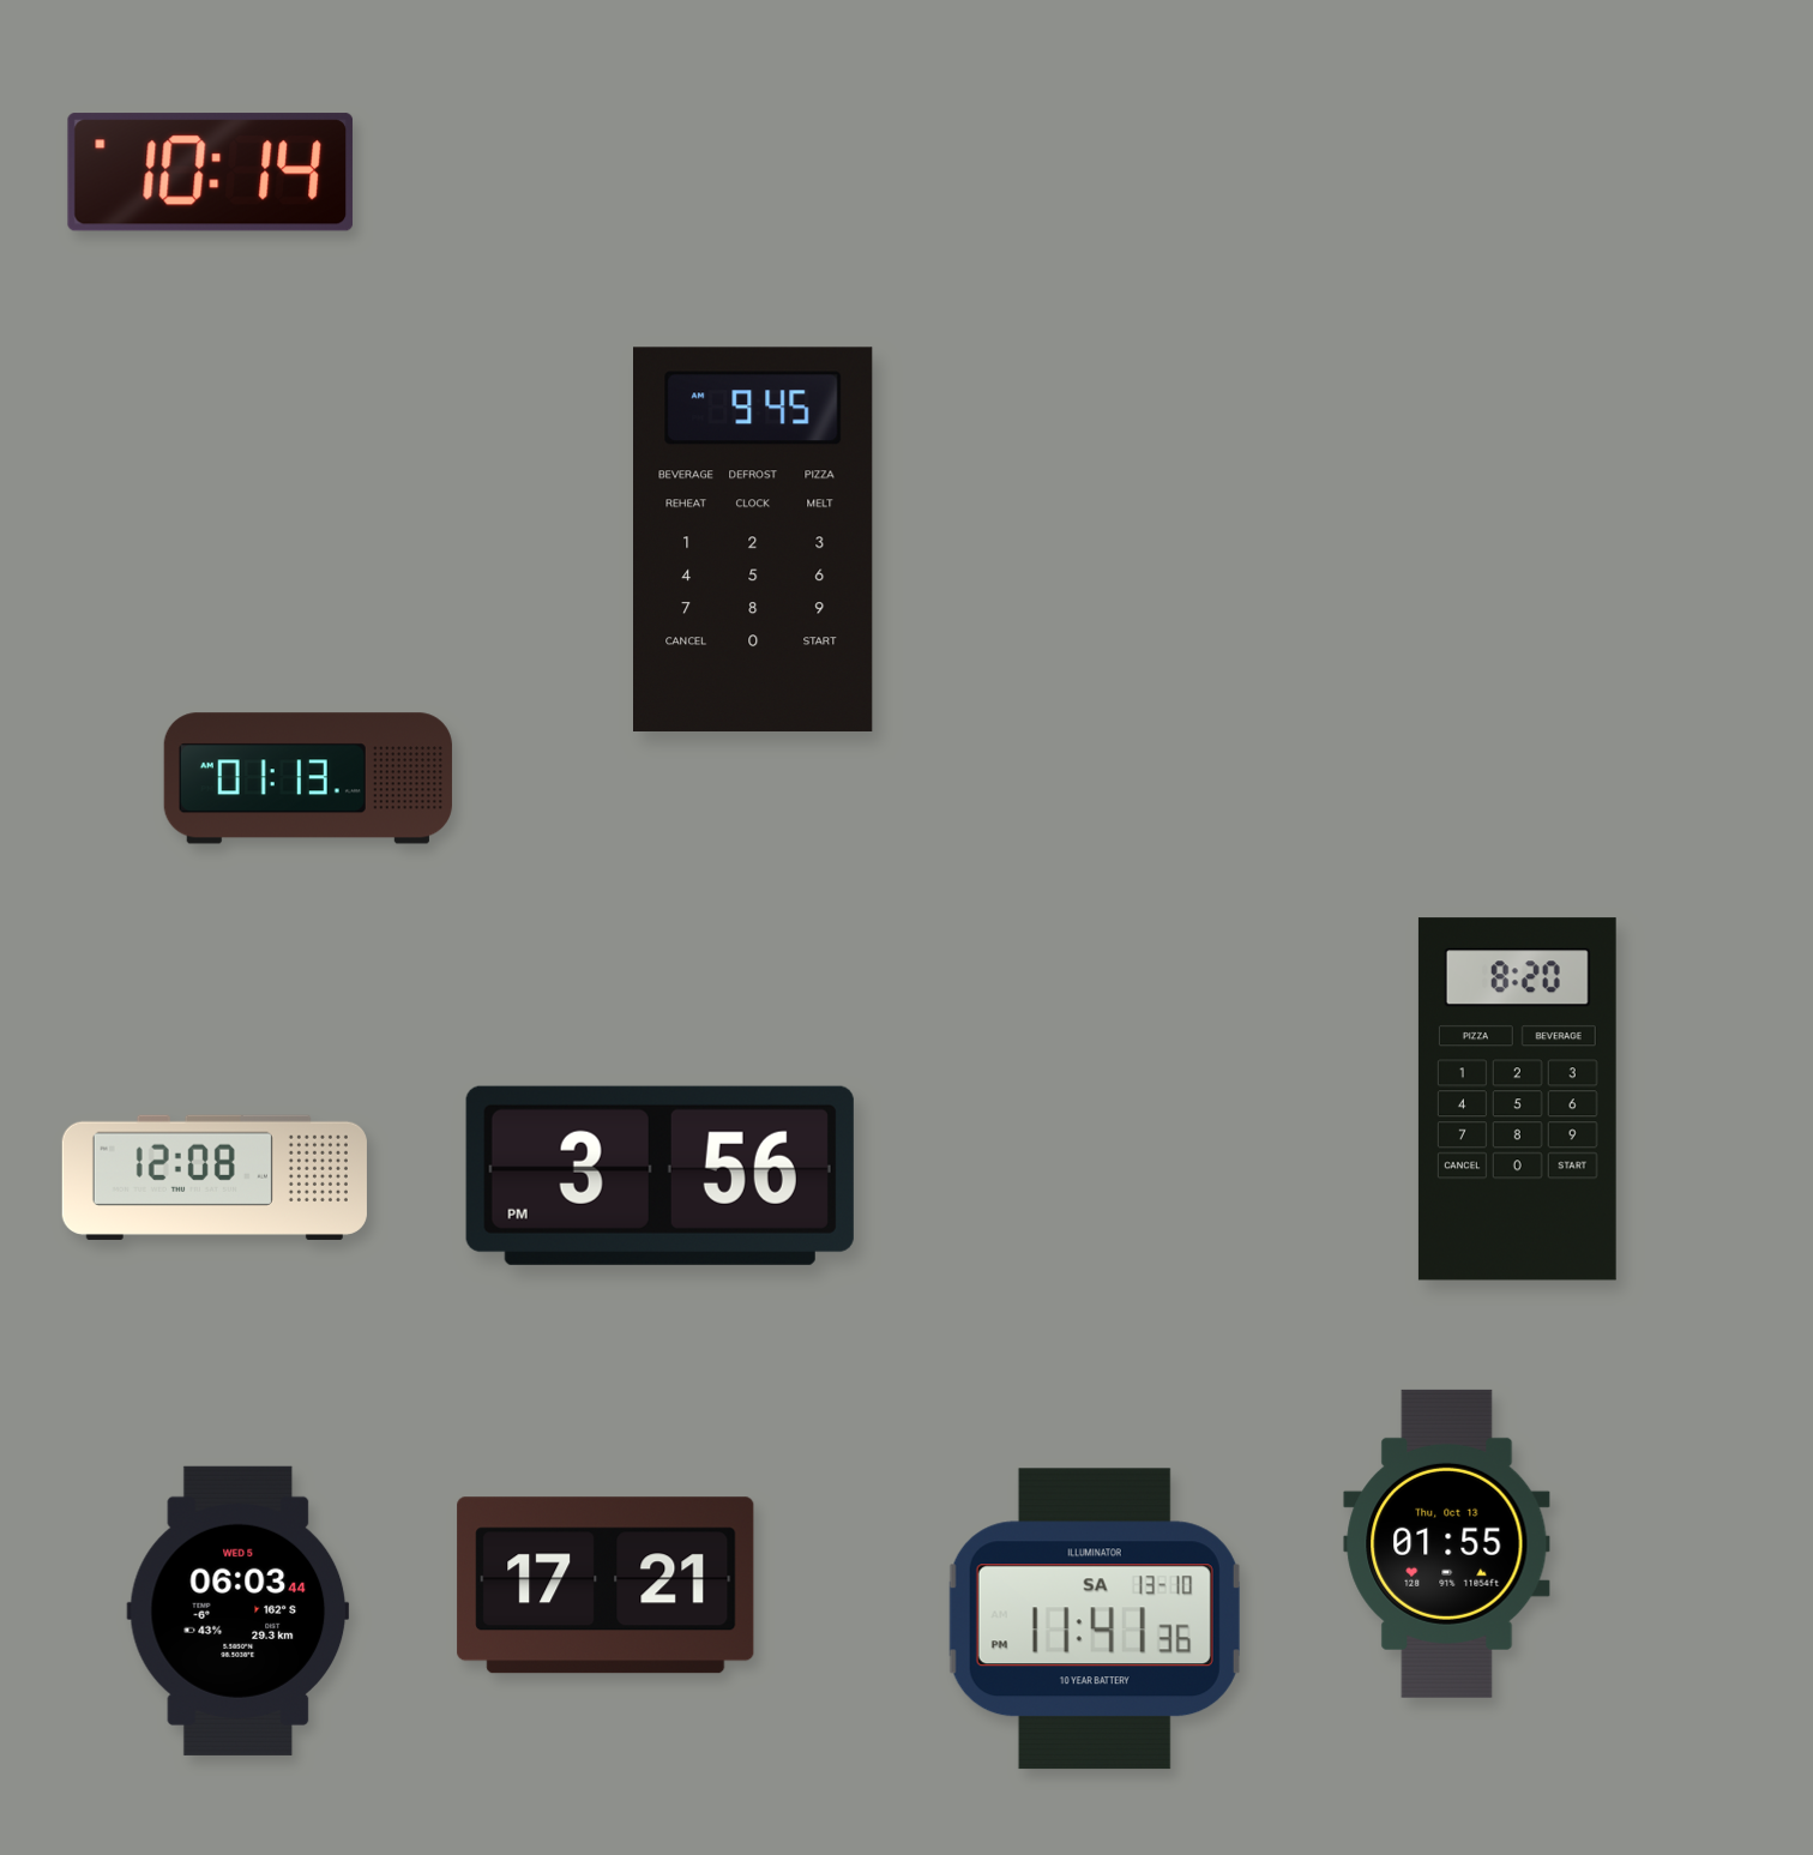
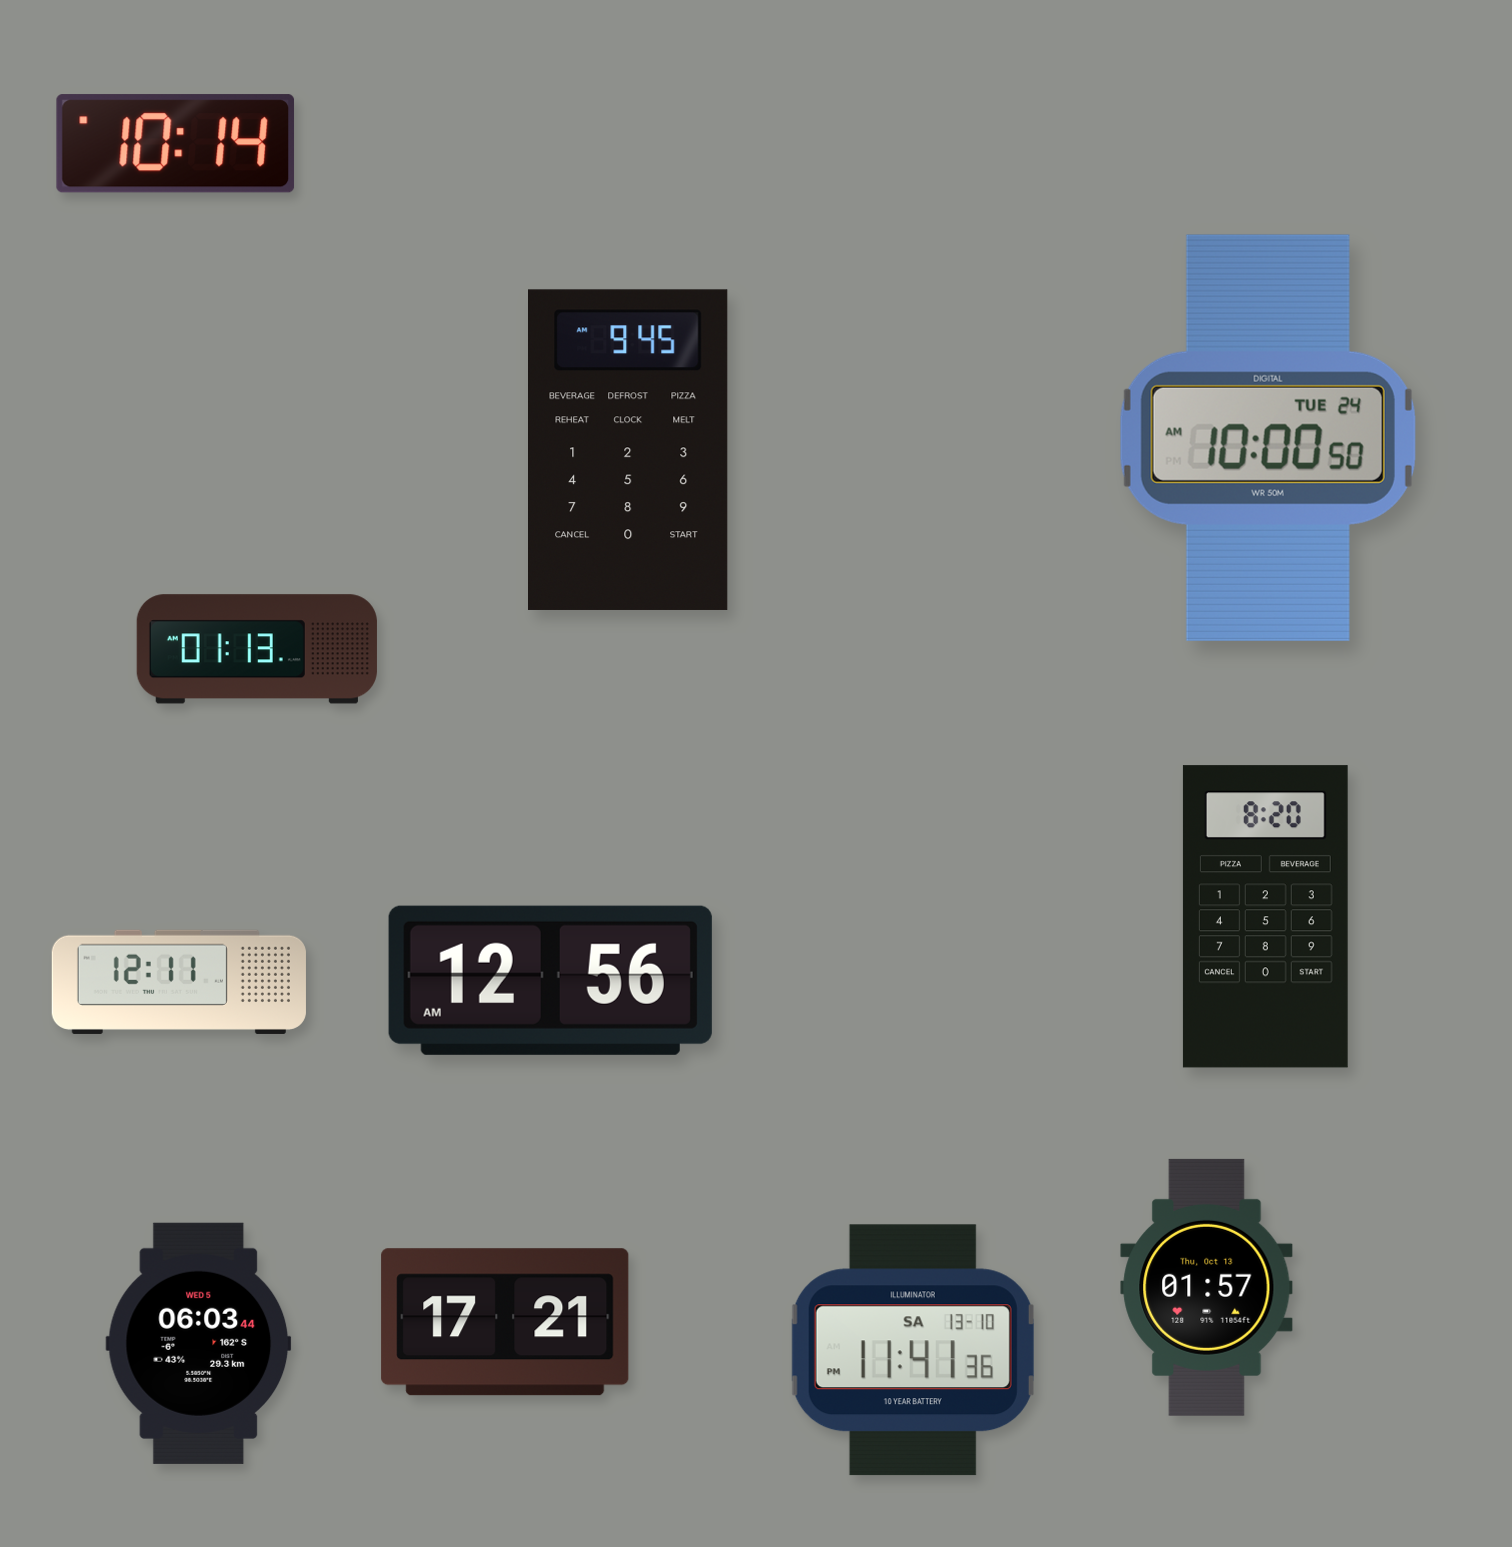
clock at (1268, 438): none -> 10:00
clock at (659, 1175): 3:56 -> 12:56
clock at (215, 1178): 12:08 -> 12:11
clock at (1447, 1543): 01:55 -> 01:57
